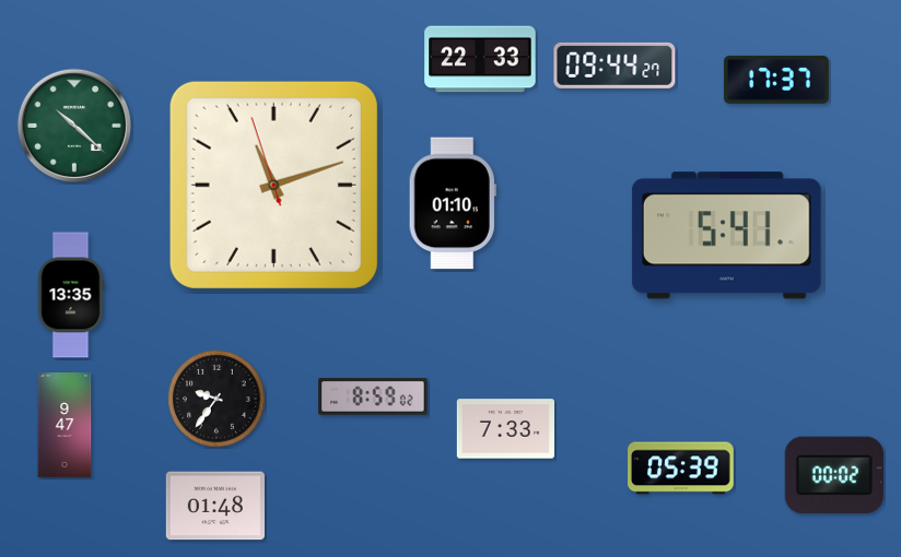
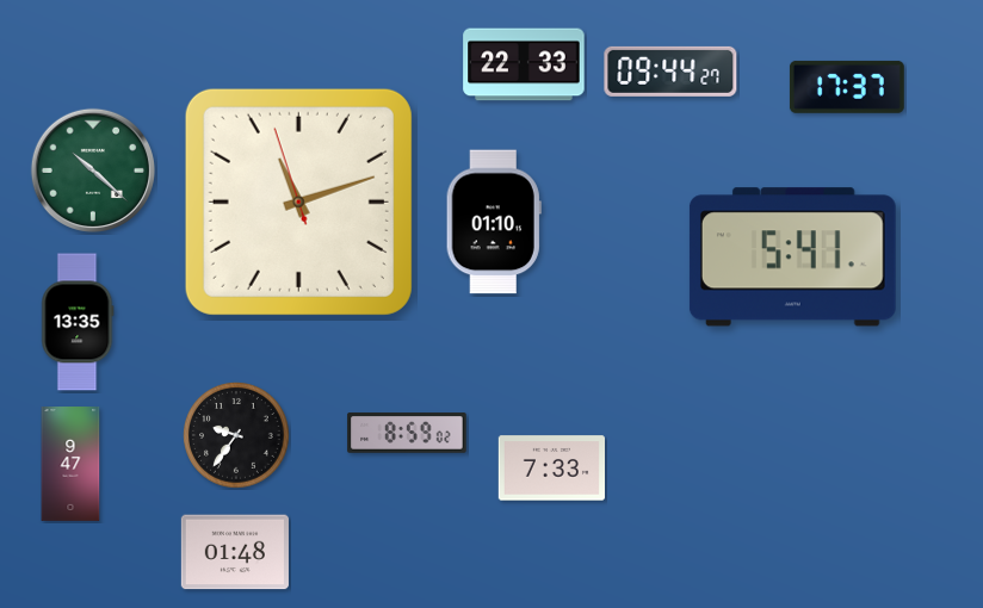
clock at (74, 126) position: (74, 126) -> (93, 170)
clock at (681, 469): 05:39 -> none
clock at (834, 474): 00:02 -> none
